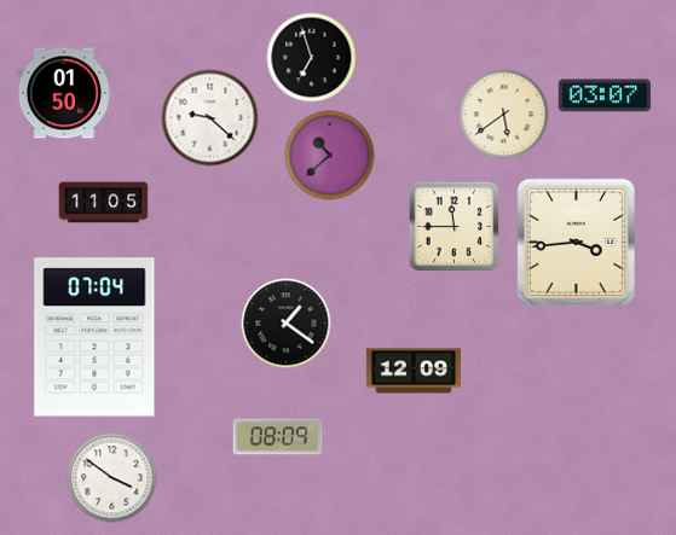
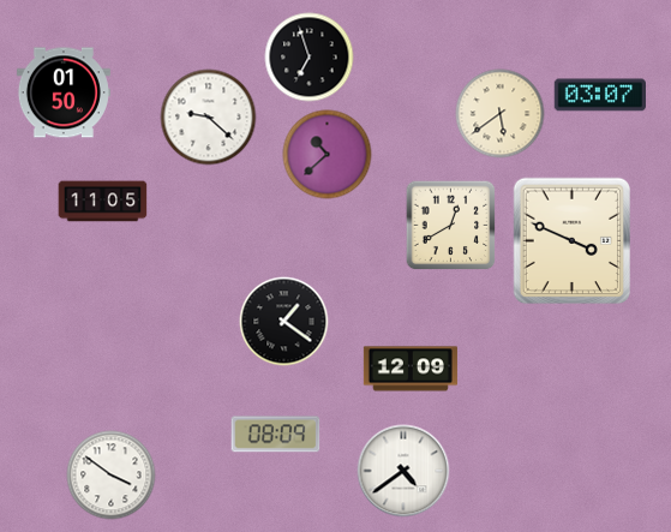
clock at (455, 227): 11:45 -> 12:40
clock at (577, 243): 3:44 -> 3:49
clock at (94, 337): 07:04 -> none
clock at (403, 471): none -> 4:39
